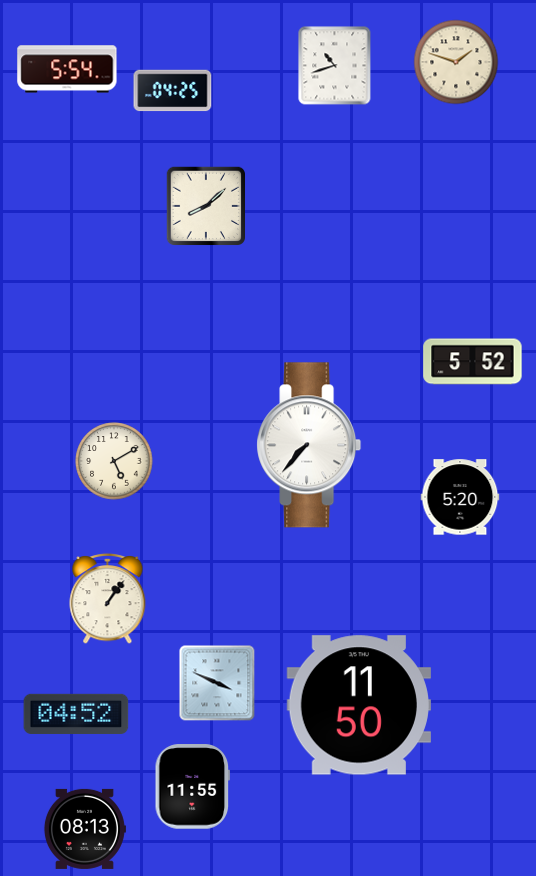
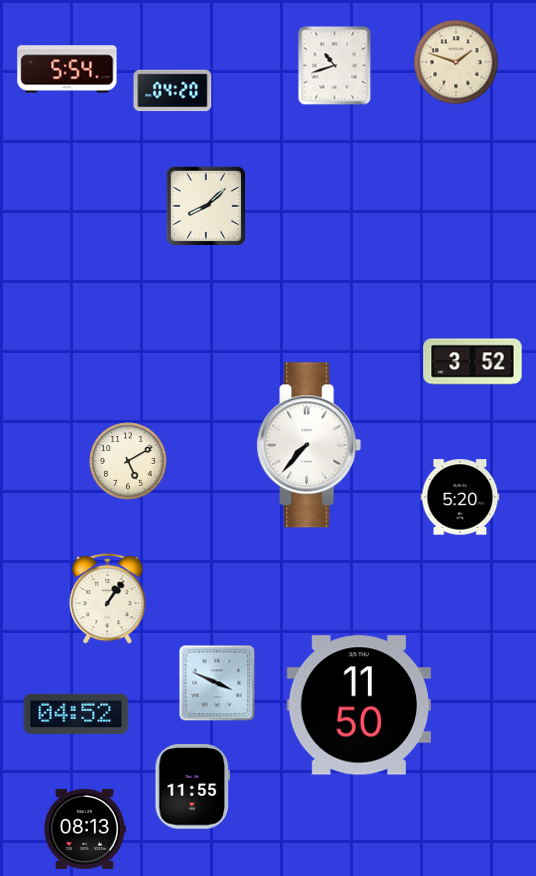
clock at (173, 91): 04:25 -> 04:20
clock at (473, 362): 5:52 -> 3:52
clock at (114, 461) position: (114, 461) -> (128, 461)
